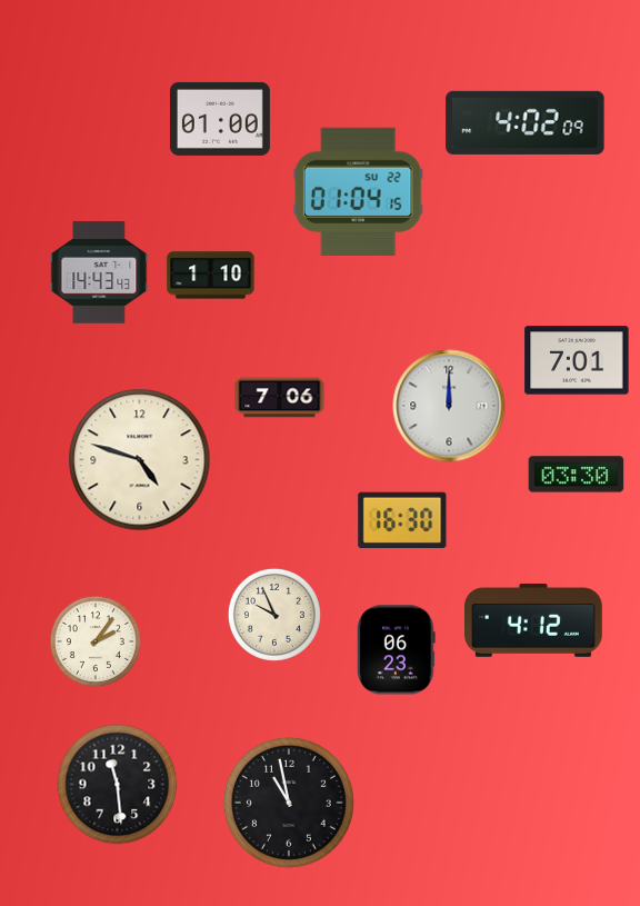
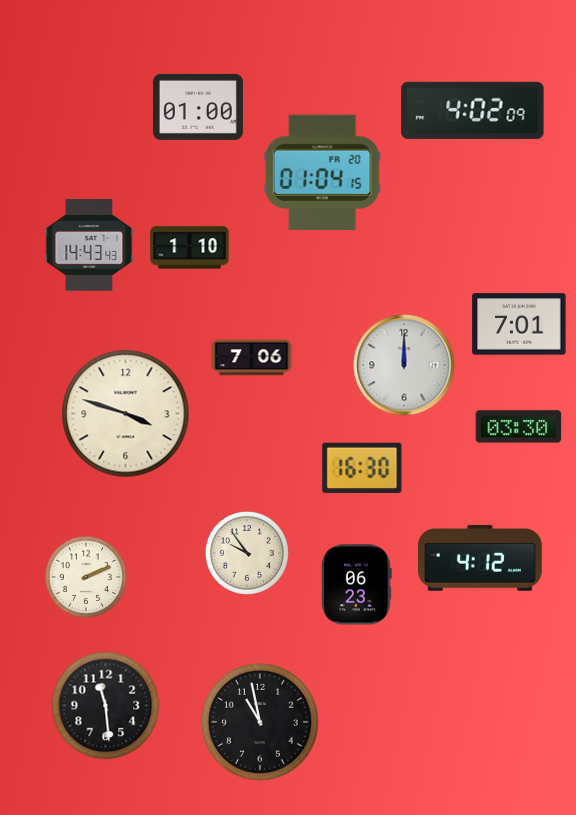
clock at (358, 191) date: SU 22 -> FR 20
clock at (140, 460): 4:48 -> 3:48
clock at (274, 615): 9:56 -> 9:54
clock at (96, 641): 2:06 -> 2:11
